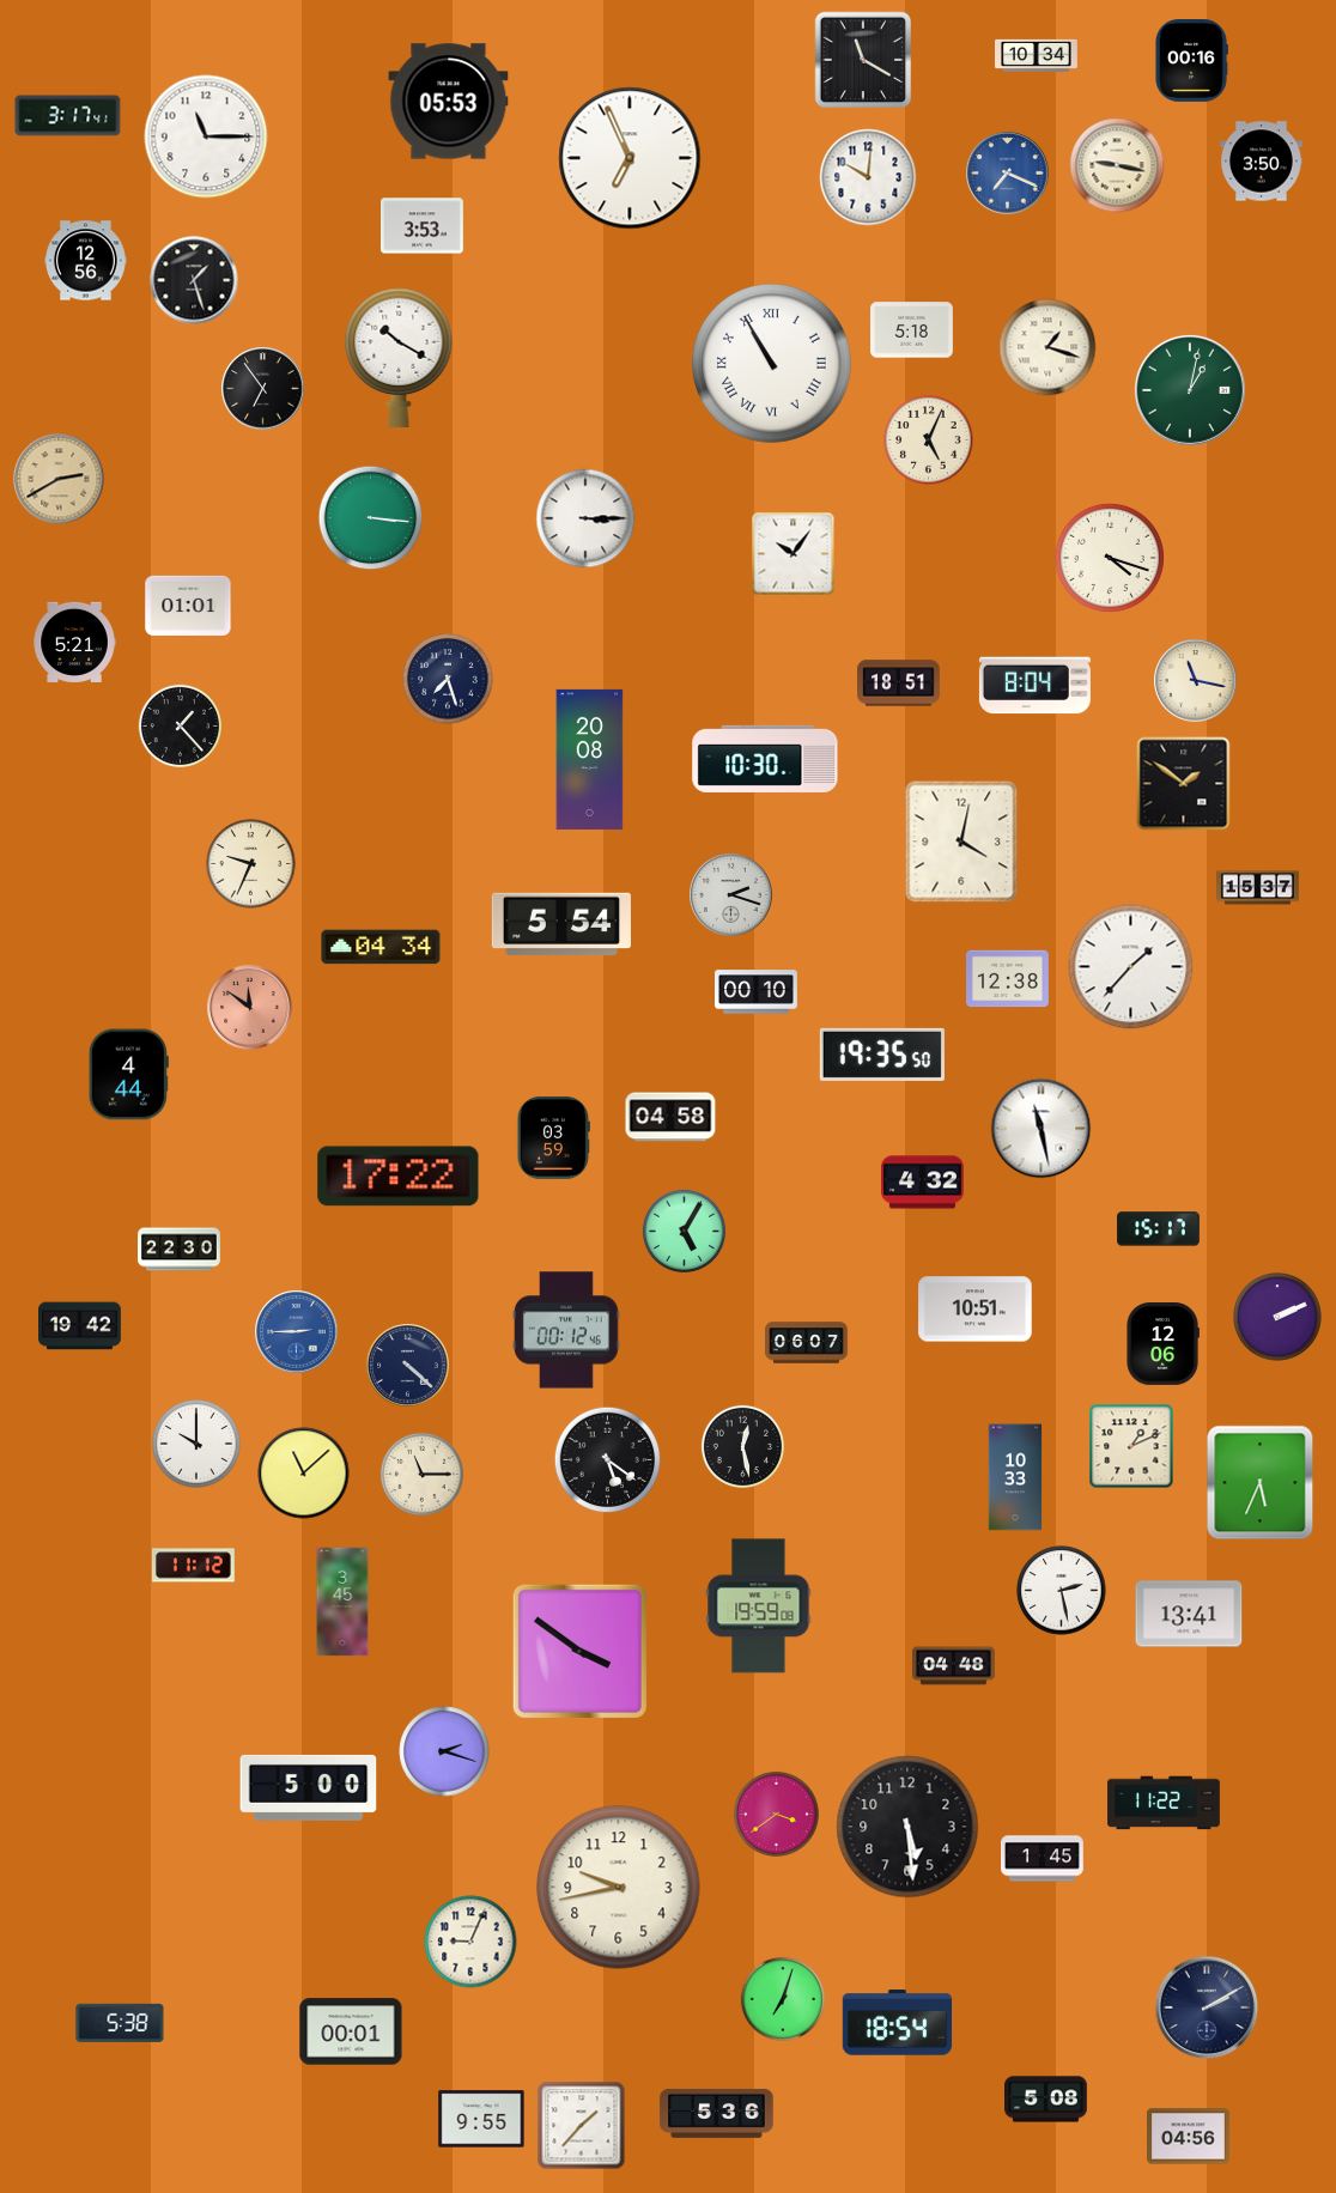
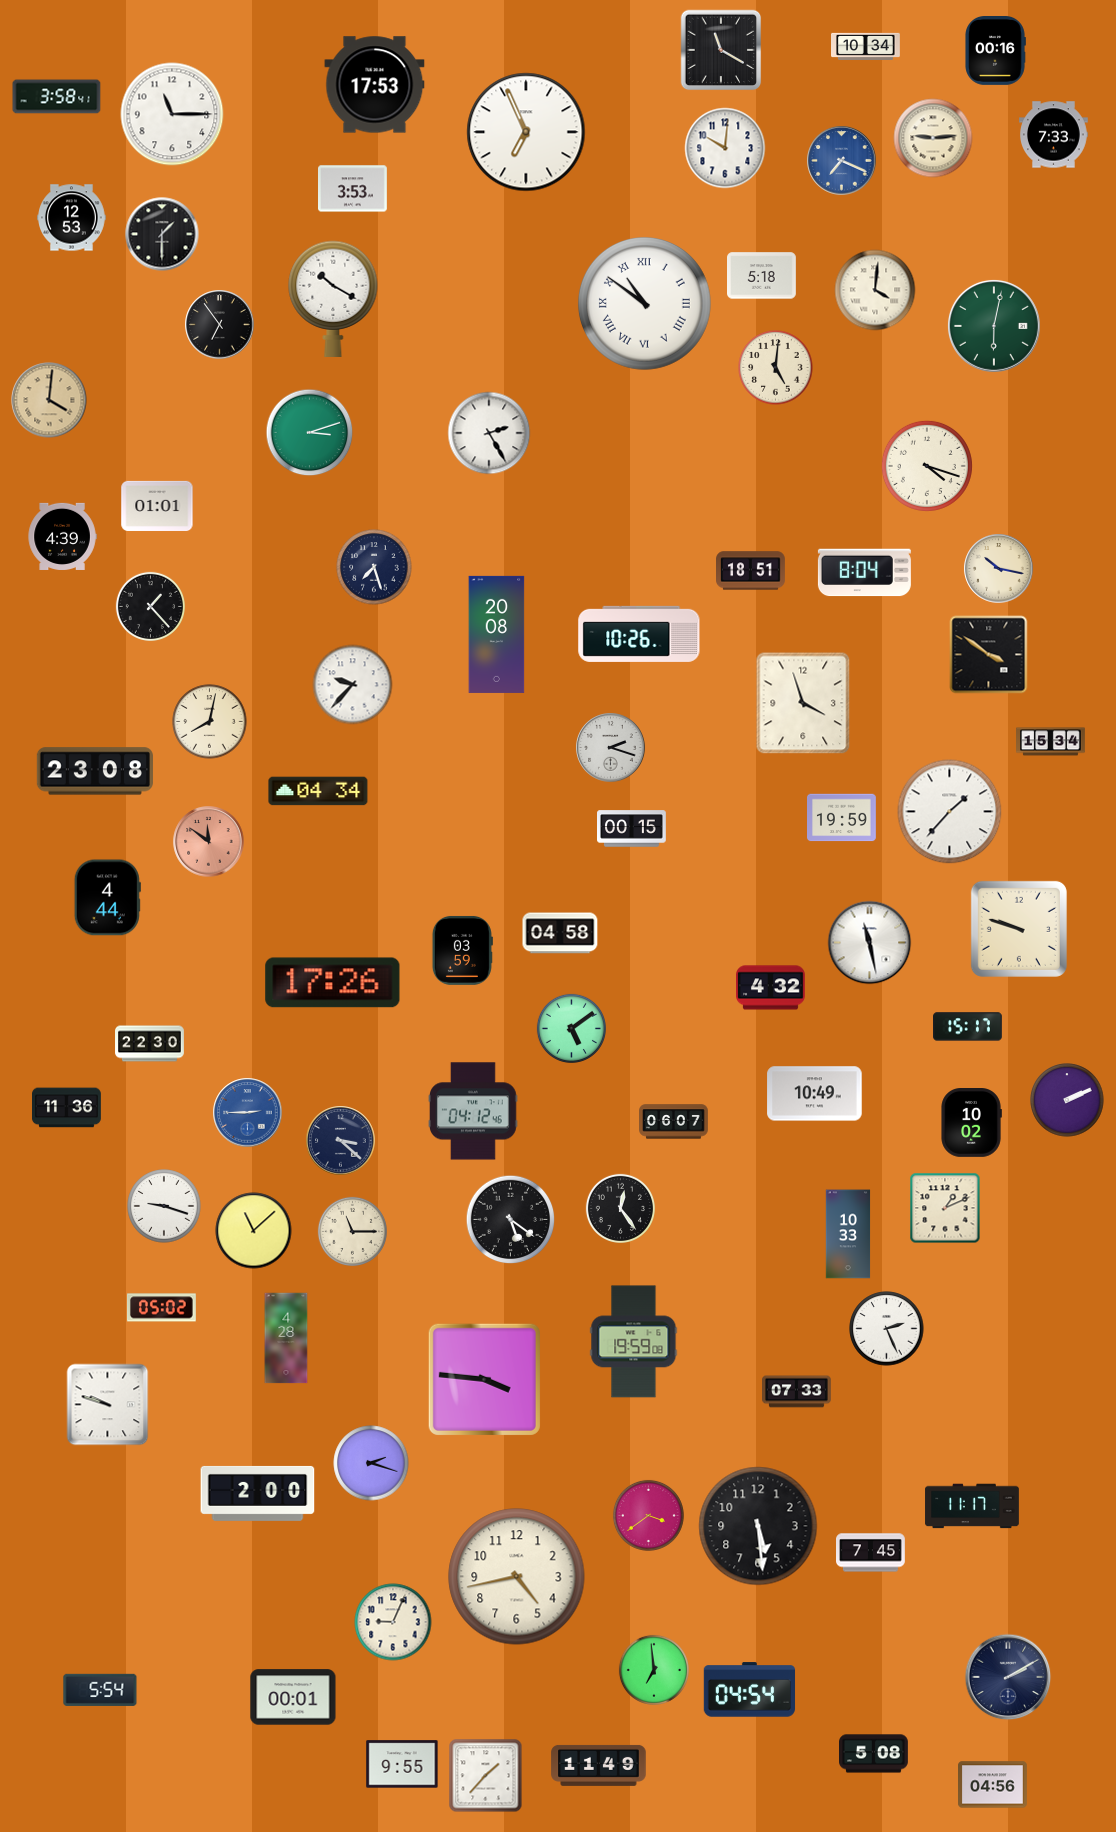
clock at (449, 102): 05:53 -> 17:53
clock at (68, 116): 3:17 -> 3:58
clock at (1262, 162): 3:50 -> 7:33
clock at (1117, 165): 9:17 -> 9:14
clock at (1008, 174) position: (1008, 174) -> (842, 161)
clock at (86, 261): 12:56 -> 12:53
clock at (194, 280): 1:27 -> 1:30
clock at (1047, 347): 1:18 -> 4:01
clock at (771, 363): 10:55 -> 10:51
clock at (1190, 390): 1:02 -> 6:02
clock at (929, 441): 5:04 -> 5:01
clock at (59, 479): 2:40 -> 4:01
clock at (371, 518): 3:16 -> 3:12
clock at (585, 518): 3:15 -> 2:25
clock at (794, 554): 10:06 -> none
clock at (74, 642): 5:21 -> 4:39
clock at (1196, 681): 11:17 -> 10:17
clock at (590, 759) position: (590, 759) -> (497, 634)
clock at (765, 759): 10:30 -> 10:26
clock at (1184, 784): 1:51 -> 3:51
clock at (353, 685): none -> 9:37
clock at (961, 842): 4:02 -> 3:57
clock at (251, 864): 9:34 -> 8:02
clock at (1258, 888): 15:37 -> 15:34
clock at (95, 771): none -> 23:08
clock at (561, 924): 5:54 -> none
clock at (1131, 967) position: (1131, 967) -> (950, 812)
clock at (1008, 979): 12:38 -> 19:59
clock at (757, 992): 00:10 -> 00:15
clock at (882, 1055): 19:35 -> none
clock at (1019, 929): none -> 9:48
clock at (399, 1177): 17:22 -> 17:26
clock at (684, 1231): 5:05 -> 5:09
clock at (976, 1310): 10:51 -> 10:49
clock at (80, 1326): 19:42 -> 11:36
clock at (567, 1330): 00:12 -> 04:12
clock at (1162, 1344): 12:06 -> 10:02
clock at (408, 1366): 4:22 -> 3:22
clock at (196, 1444): 10:00 -> 9:18
clock at (742, 1446): 12:28 -> 12:24
clock at (608, 1460) position: (608, 1460) -> (511, 1220)
clock at (1261, 1483): 5:34 -> none
clock at (193, 1566): 11:12 -> 05:02
clock at (1062, 1591): 2:28 -> 2:26
clock at (342, 1602): 3:45 -> 4:28
clock at (1189, 1614): 13:41 -> none
clock at (579, 1651): 3:51 -> 3:46
clock at (954, 1666): 04:48 -> 07:33
clock at (108, 1405): none -> 9:48
clock at (309, 1787): 5:00 -> 2:00
clock at (1164, 1803): 11:22 -> 11:17
clock at (1043, 1859): 1:45 -> 7:45
clock at (619, 1888): 9:43 -> 4:43
clock at (783, 1999): 7:03 -> 6:59
clock at (120, 2023): 5:38 -> 5:54
clock at (898, 2023): 18:54 -> 04:54
clock at (717, 2113): 5:36 -> 11:49
clock at (481, 2119) position: (481, 2119) -> (402, 1764)
